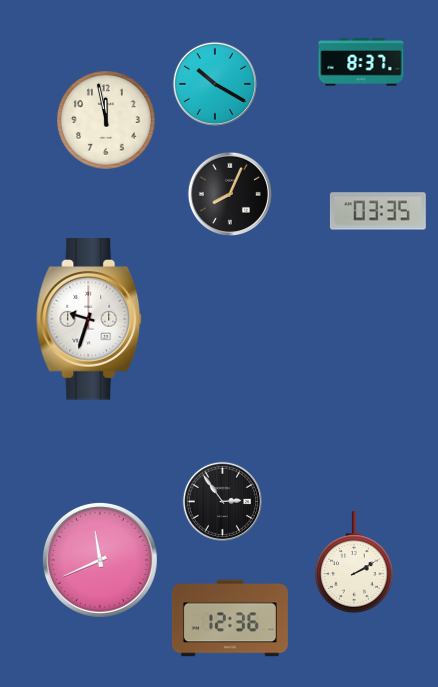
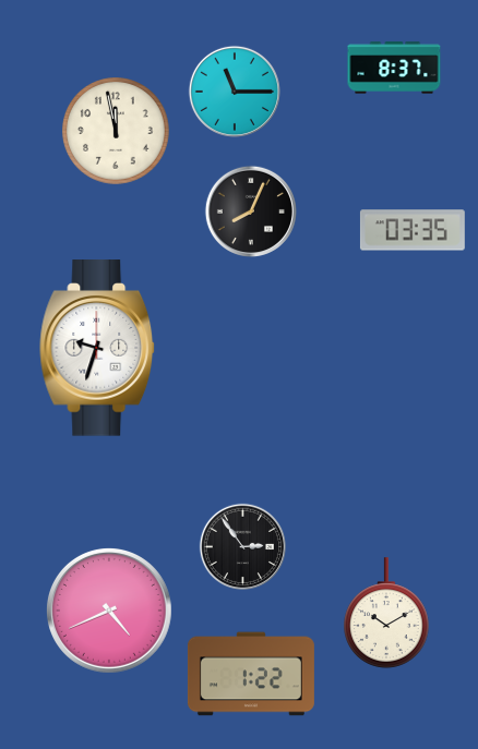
clock at (215, 84): 10:20 -> 11:15
clock at (100, 560): 11:41 -> 4:41
clock at (354, 562): 2:10 -> 10:10
clock at (230, 618): 12:36 -> 1:22
